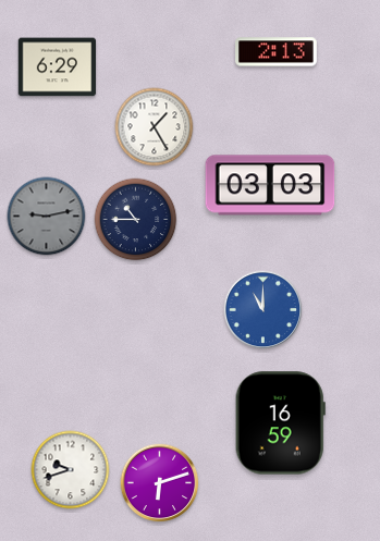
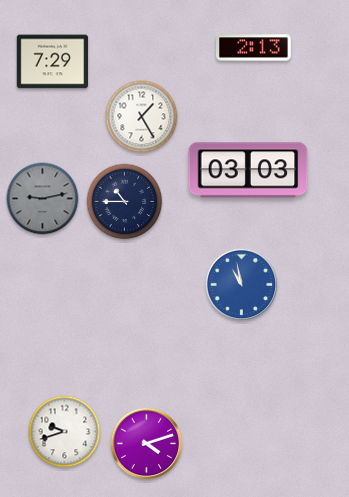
clock at (58, 67): 6:29 -> 7:29
clock at (263, 310): 11:00 -> 10:58
clock at (280, 423): 16:59 -> none
clock at (160, 483): 6:12 -> 4:12
